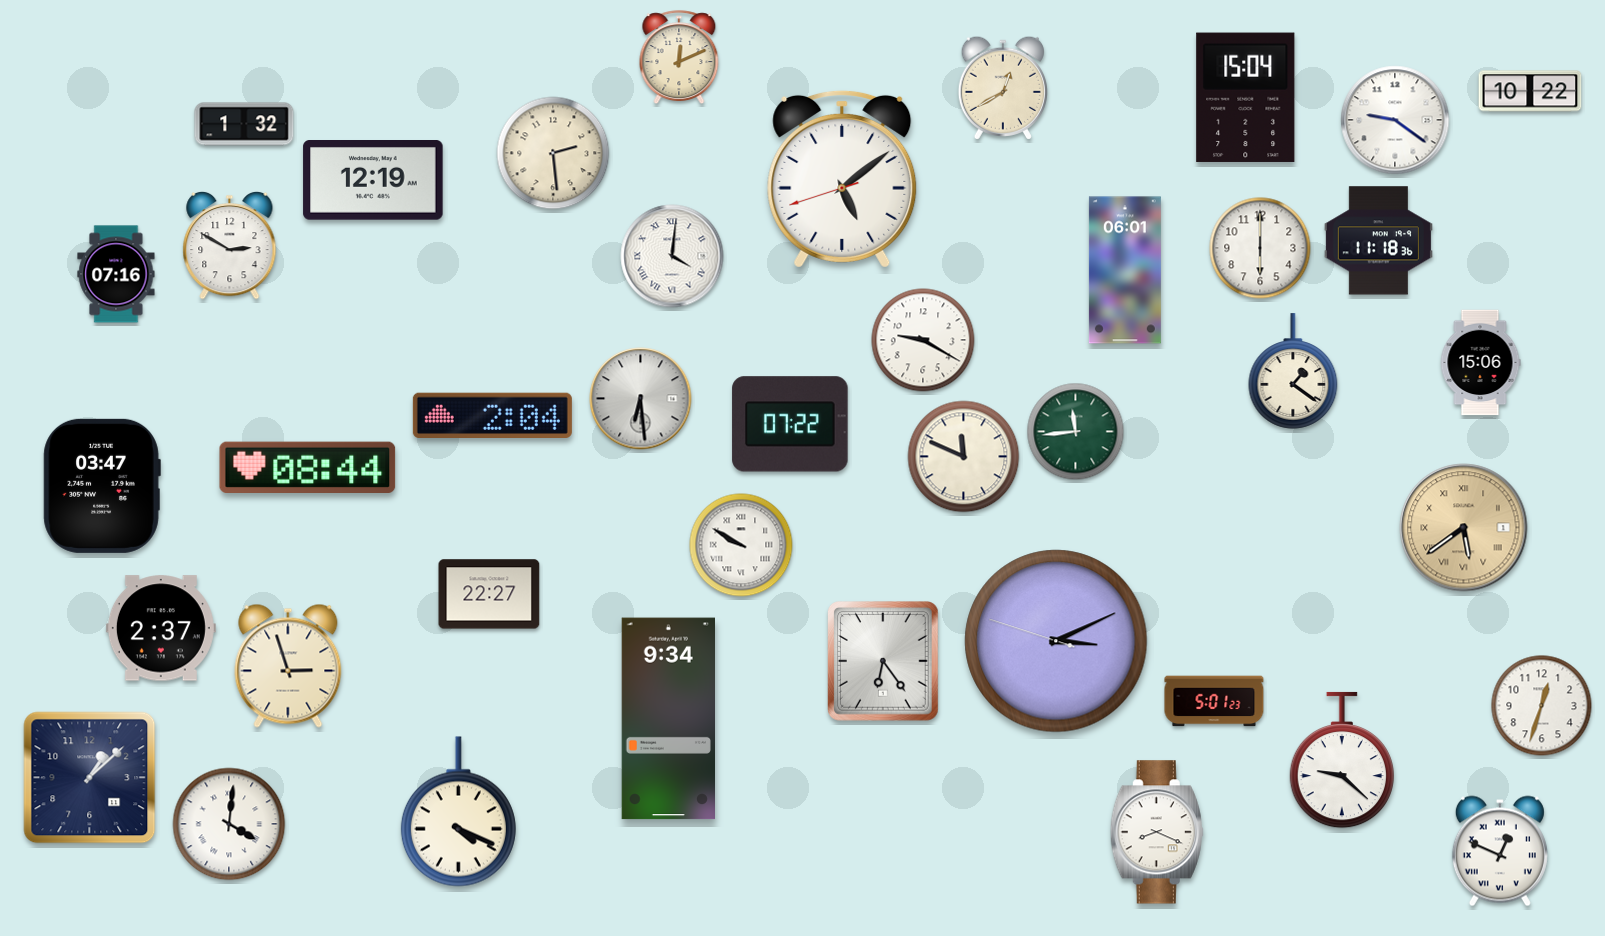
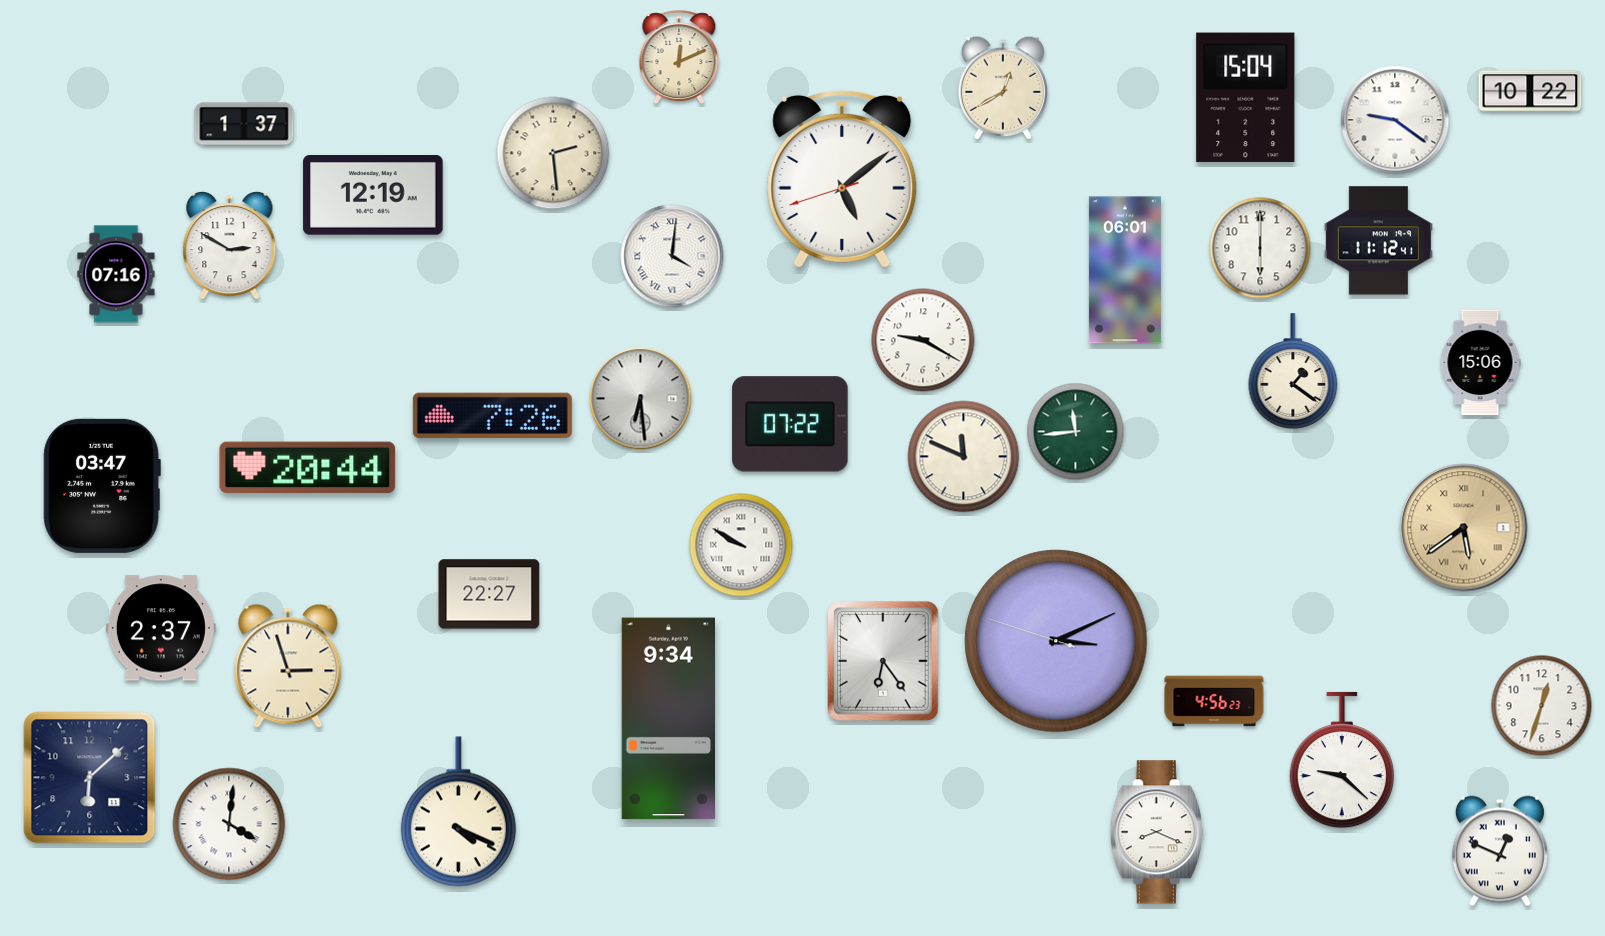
clock at (244, 124): 1:32 -> 1:37
clock at (373, 181) position: (373, 181) -> (373, 196)
clock at (1378, 241): 11:18 -> 11:12
clock at (492, 416): 2:04 -> 7:26
clock at (308, 467): 08:44 -> 20:44
clock at (1214, 701): 5:01 -> 4:56
clock at (90, 778): 1:08 -> 6:08
